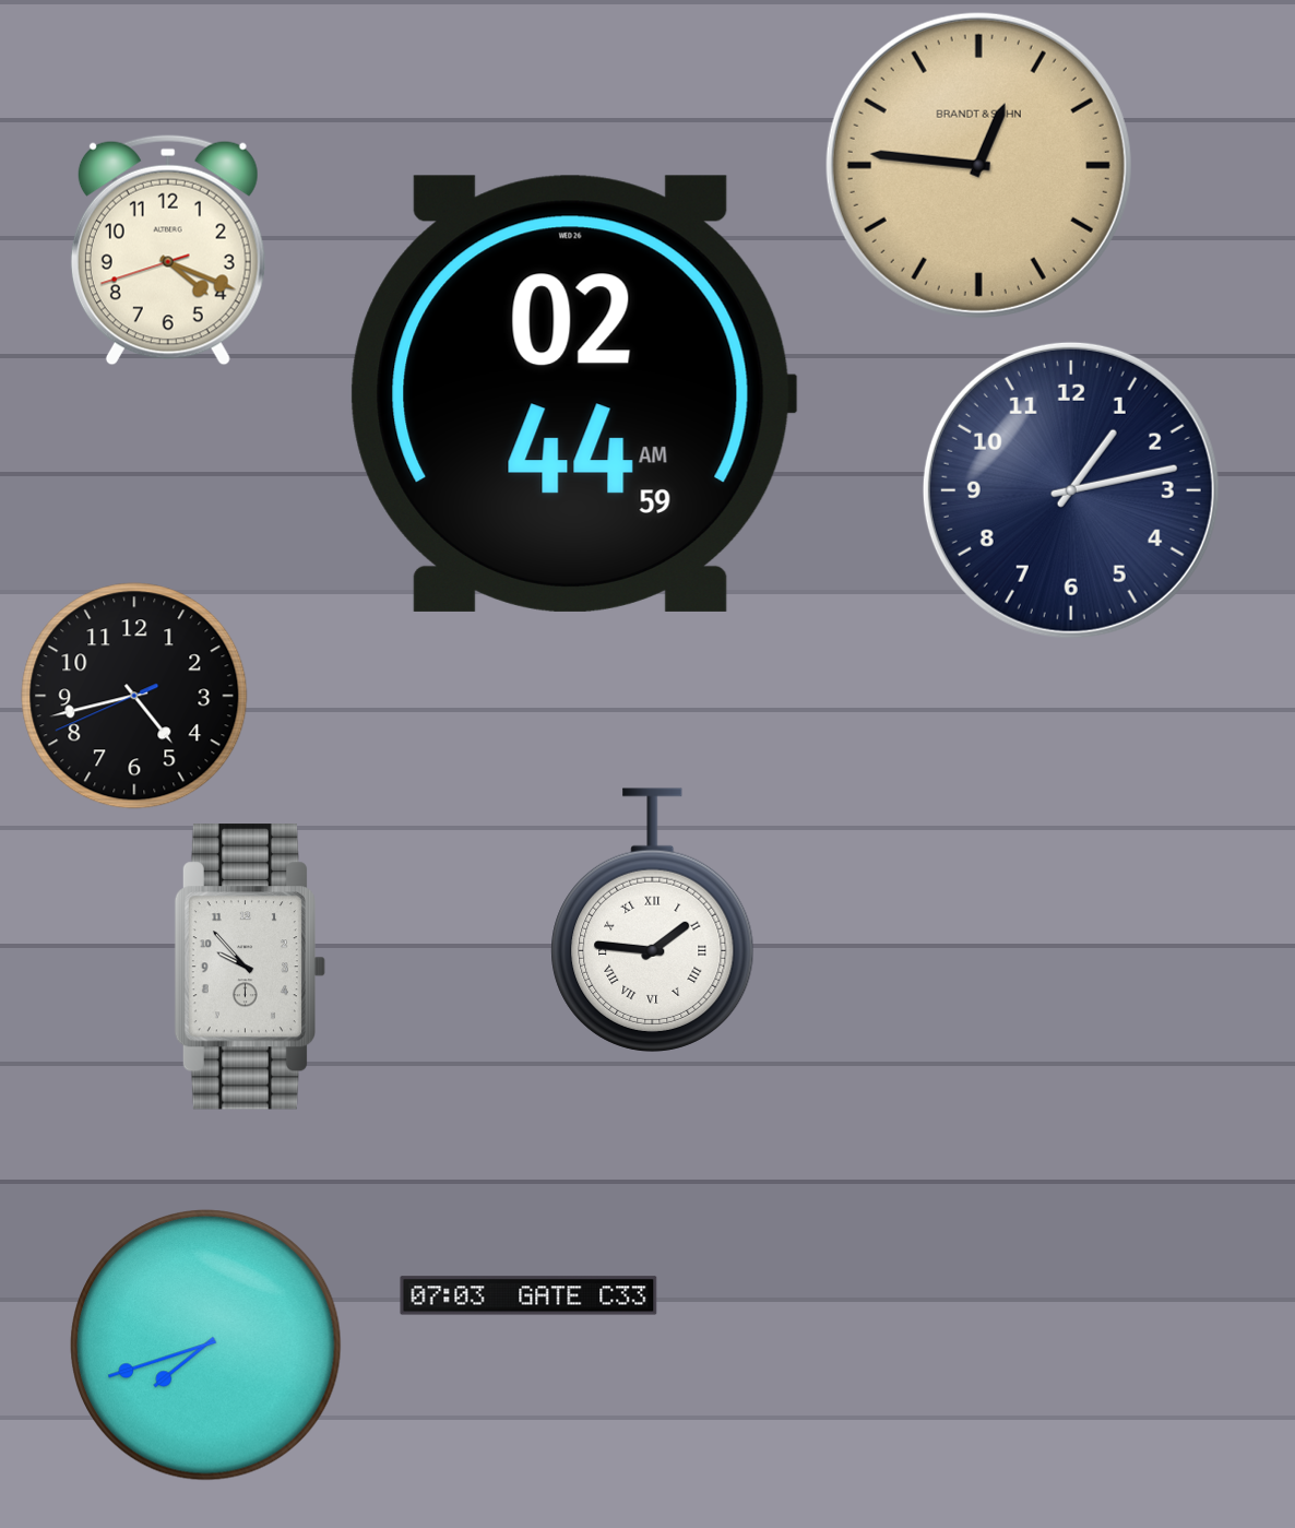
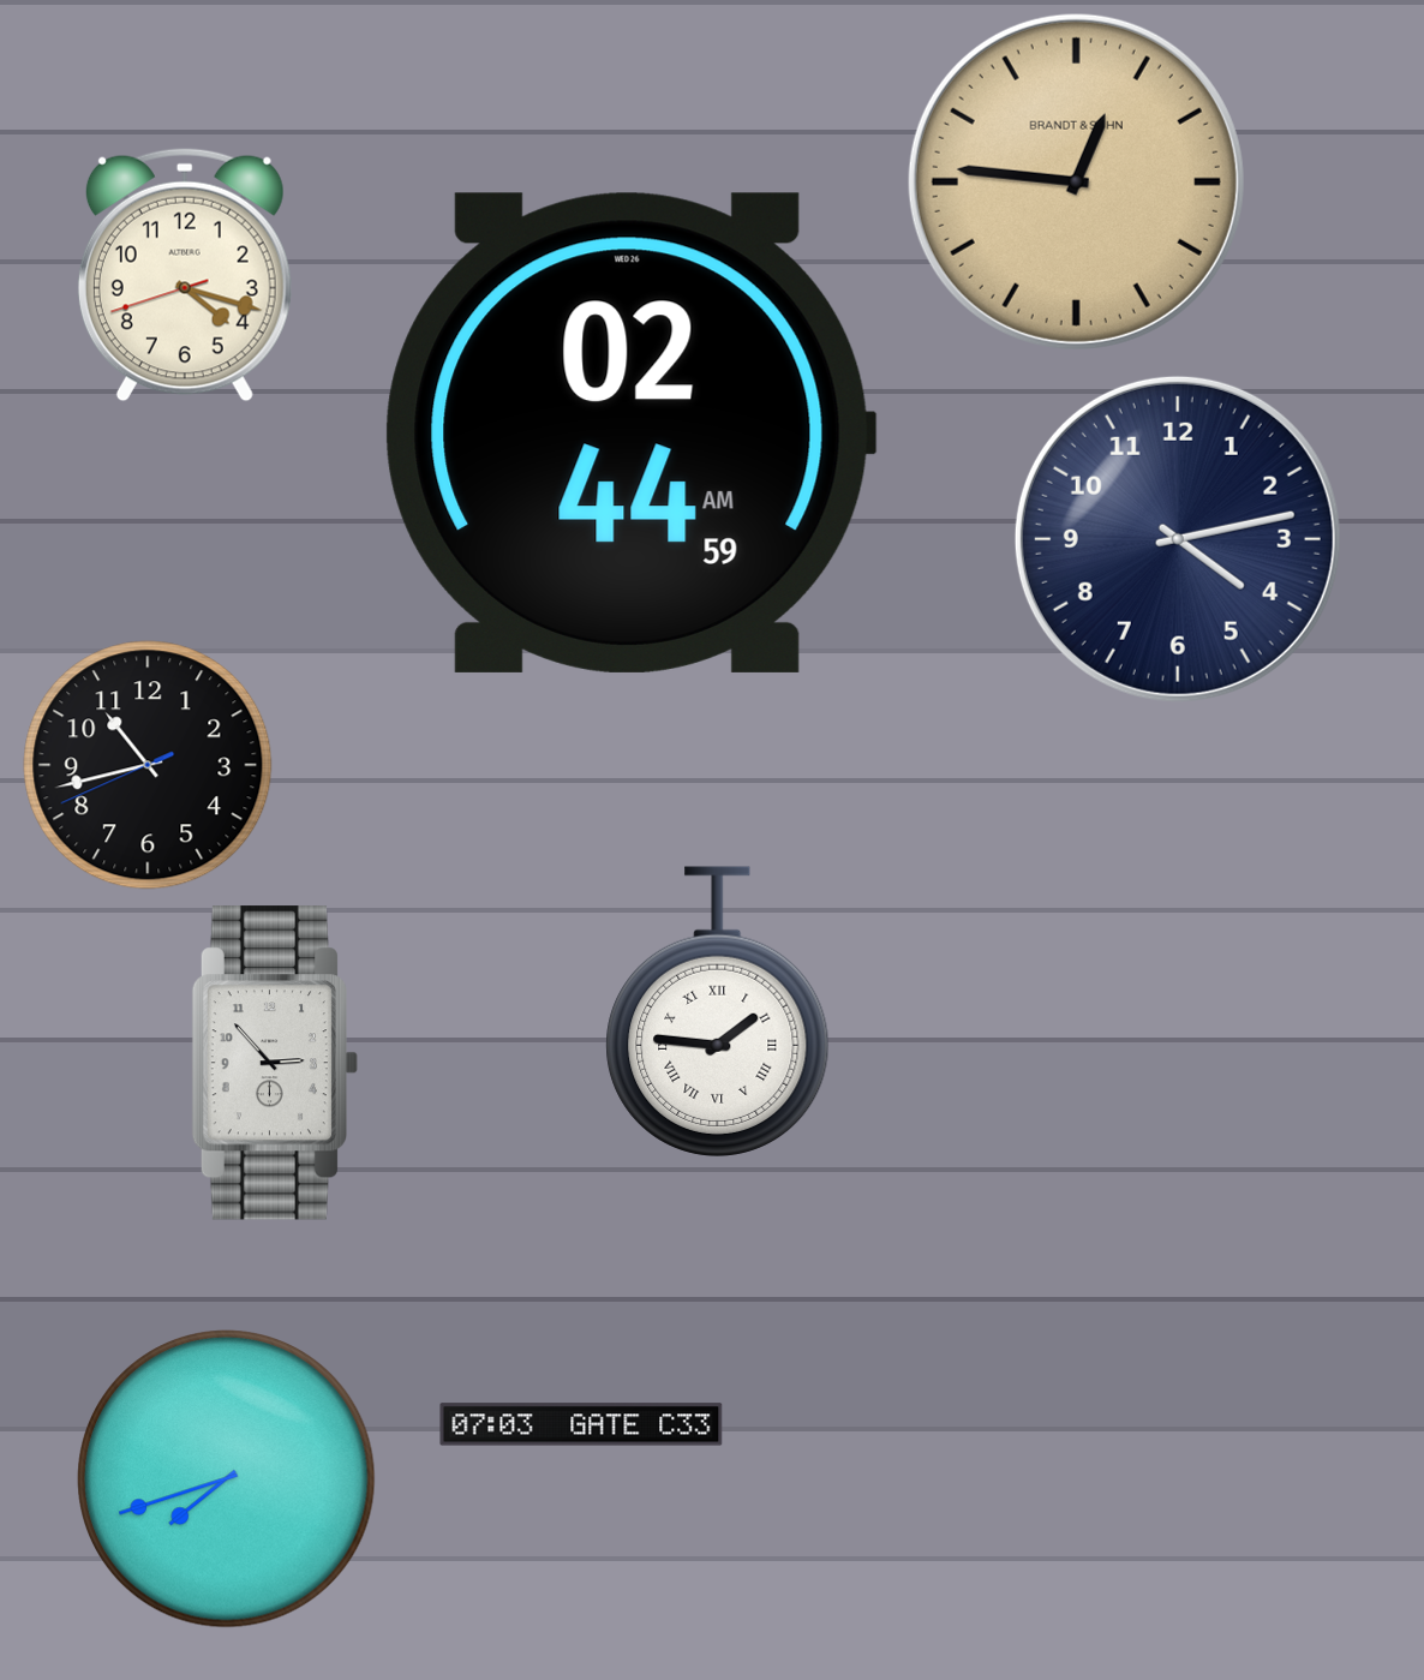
clock at (168, 250): 4:18 -> 4:17
clock at (1071, 490): 1:13 -> 4:13
clock at (134, 696): 4:42 -> 10:42
clock at (249, 967): 9:53 -> 2:53
